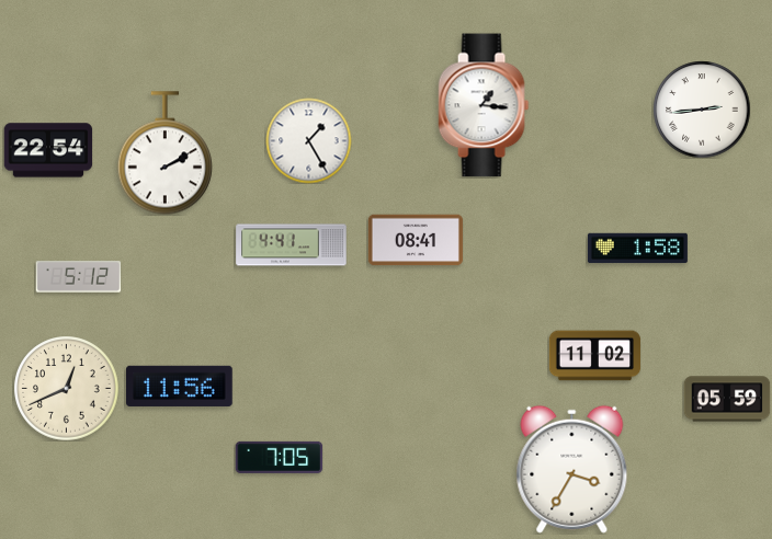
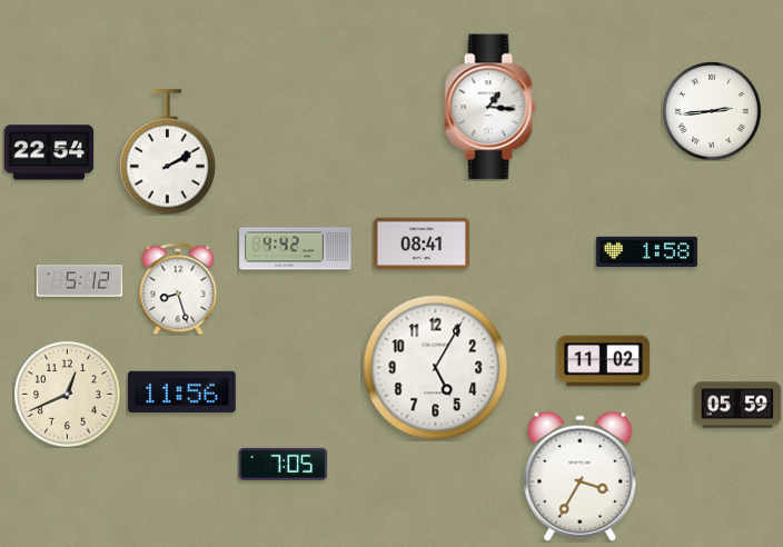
clock at (308, 140): 1:25 -> none
clock at (164, 153) position: (164, 153) -> (167, 152)
clock at (292, 245): 4:41 -> 4:42
clock at (178, 289): none -> 8:27
clock at (436, 368): none -> 5:05
